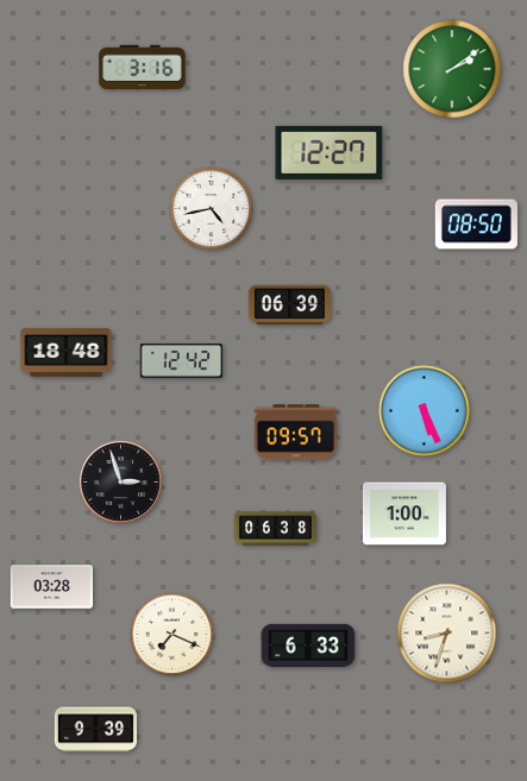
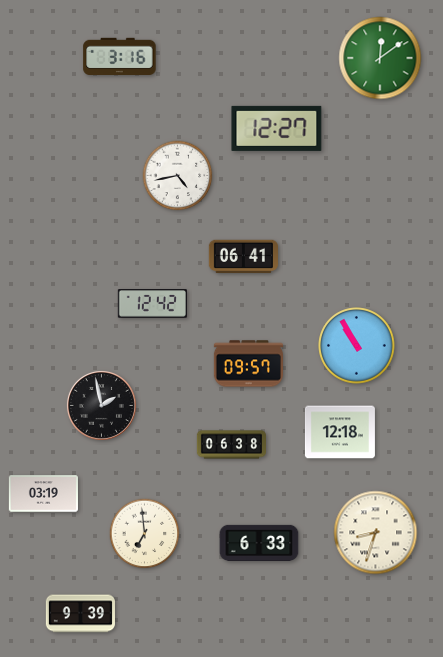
clock at (452, 69): 2:09 -> 12:09
clock at (476, 225): 08:50 -> none
clock at (289, 306): 06:39 -> 06:41
clock at (67, 352): 18:48 -> none
clock at (425, 411): 5:26 -> 10:55
clock at (120, 481): 2:57 -> 1:58
clock at (404, 514): 1:00 -> 12:18
clock at (51, 587): 03:28 -> 03:19
clock at (172, 635): 7:19 -> 6:59
